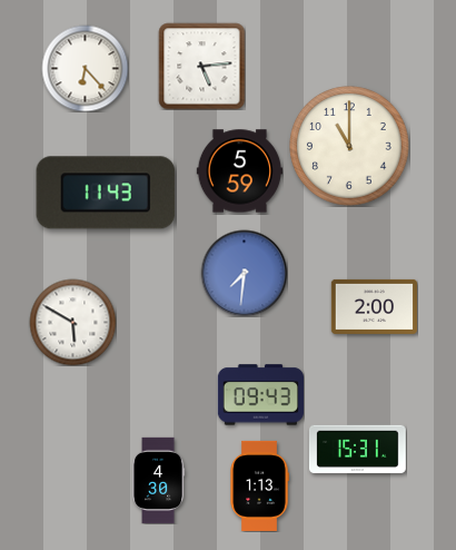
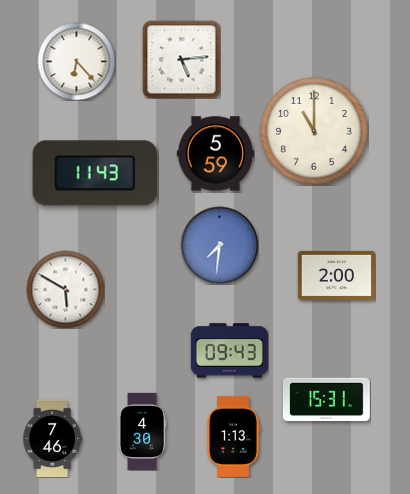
clock at (260, 395) position: (260, 395) -> (229, 351)
clock at (358, 450) position: (358, 450) -> (327, 400)
clock at (52, 438): none -> 7:46
